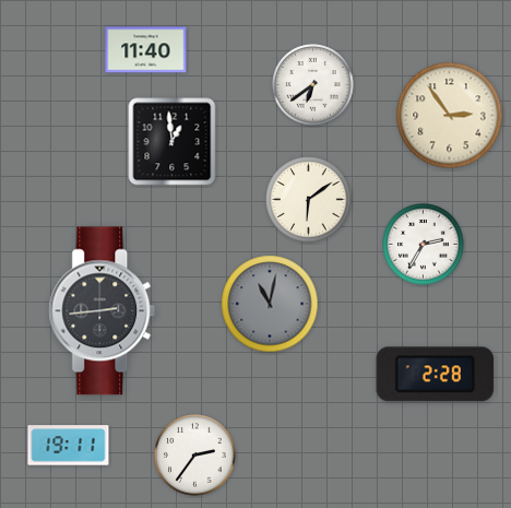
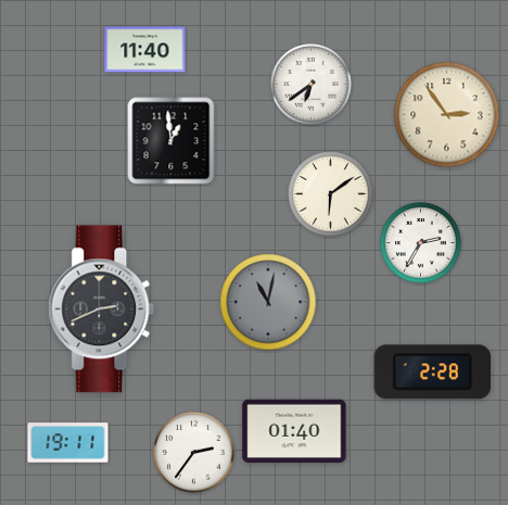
clock at (309, 200) position: (309, 200) -> (331, 194)
clock at (103, 311): 2:44 -> 2:41
clock at (294, 431): none -> 01:40
